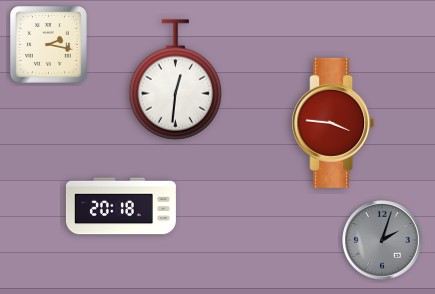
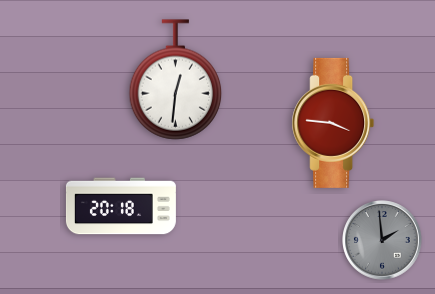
clock at (49, 45): 2:17 -> none
clock at (382, 240): 2:03 -> 1:59
